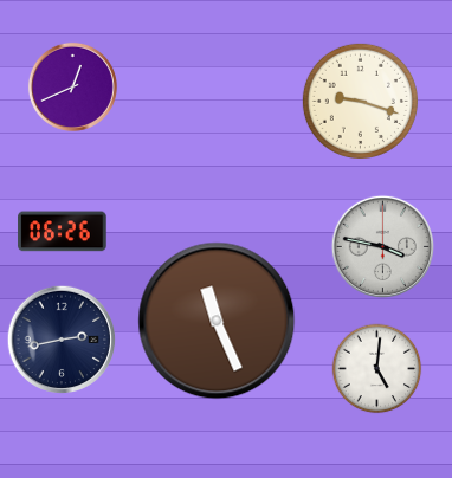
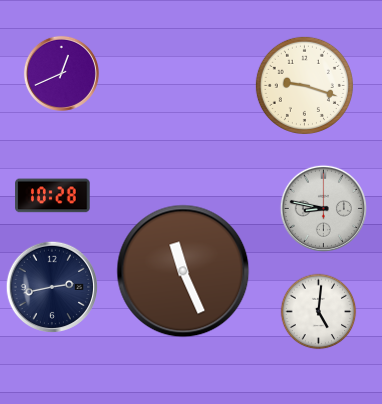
clock at (63, 232): 06:26 -> 10:28
clock at (382, 246): 3:47 -> 8:47
